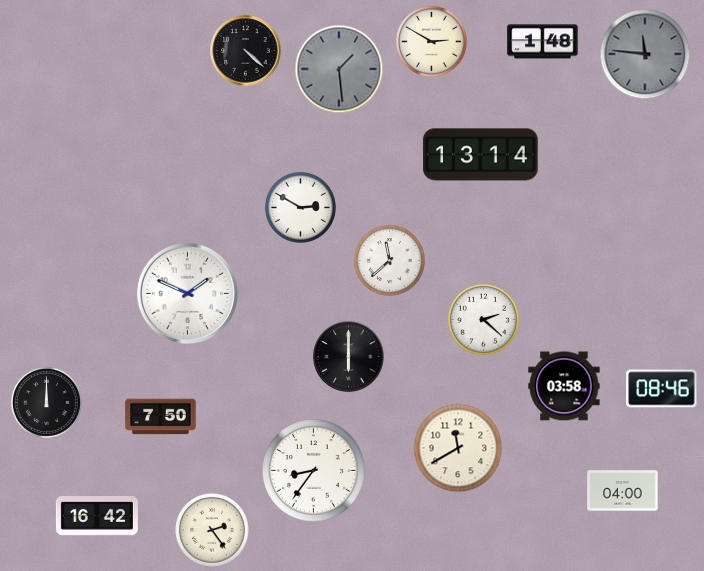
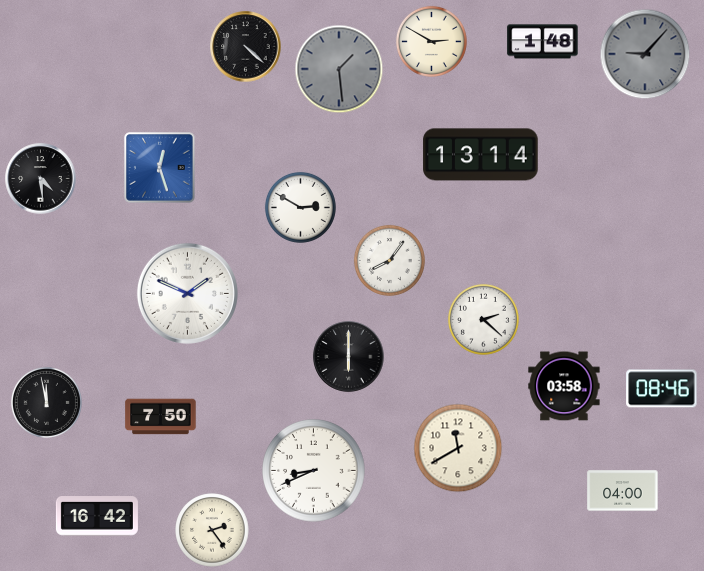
clock at (246, 51) position: (246, 51) -> (246, 47)
clock at (645, 54): 11:46 -> 9:07
clock at (160, 168): none -> 12:27
clock at (41, 179): none -> 4:29
clock at (389, 260): 11:38 -> 8:06
clock at (46, 402): 12:00 -> 11:58
clock at (314, 471): 8:36 -> 8:41
